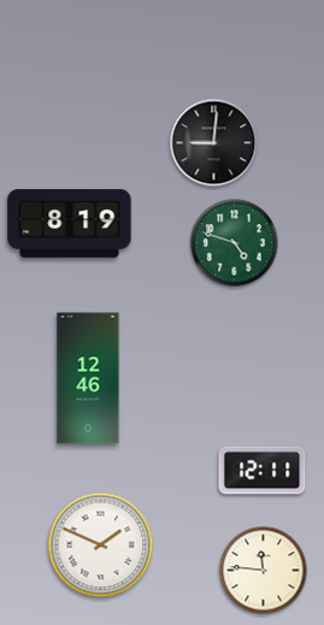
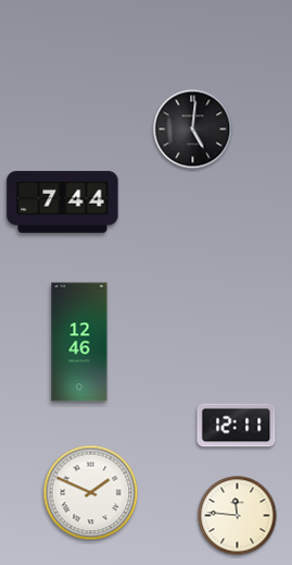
clock at (214, 143): 9:01 -> 5:01
clock at (70, 224): 8:19 -> 7:44
clock at (235, 243): 4:48 -> none
